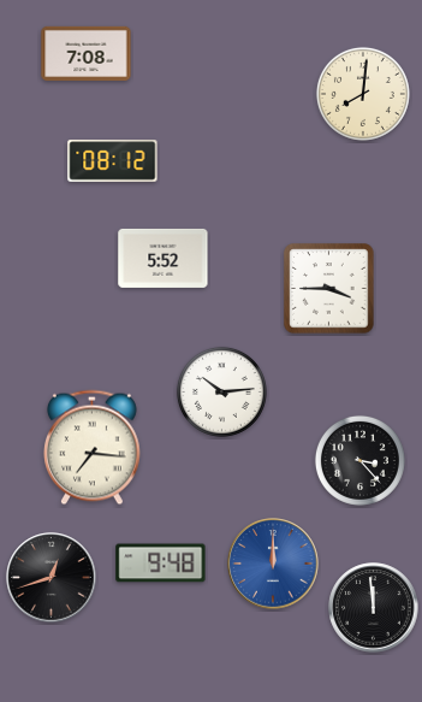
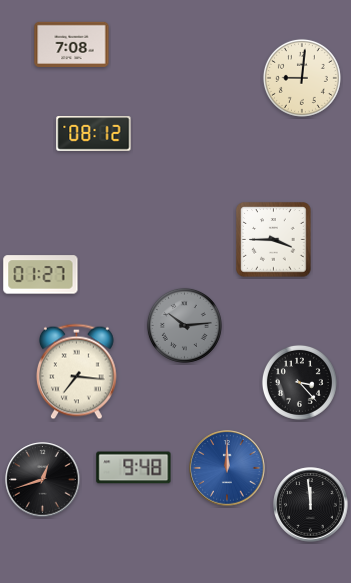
clock at (363, 94): 8:01 -> 9:01
clock at (164, 258): 5:52 -> none
clock at (41, 275): none -> 01:27
clock at (221, 391) dial: white -> grey
